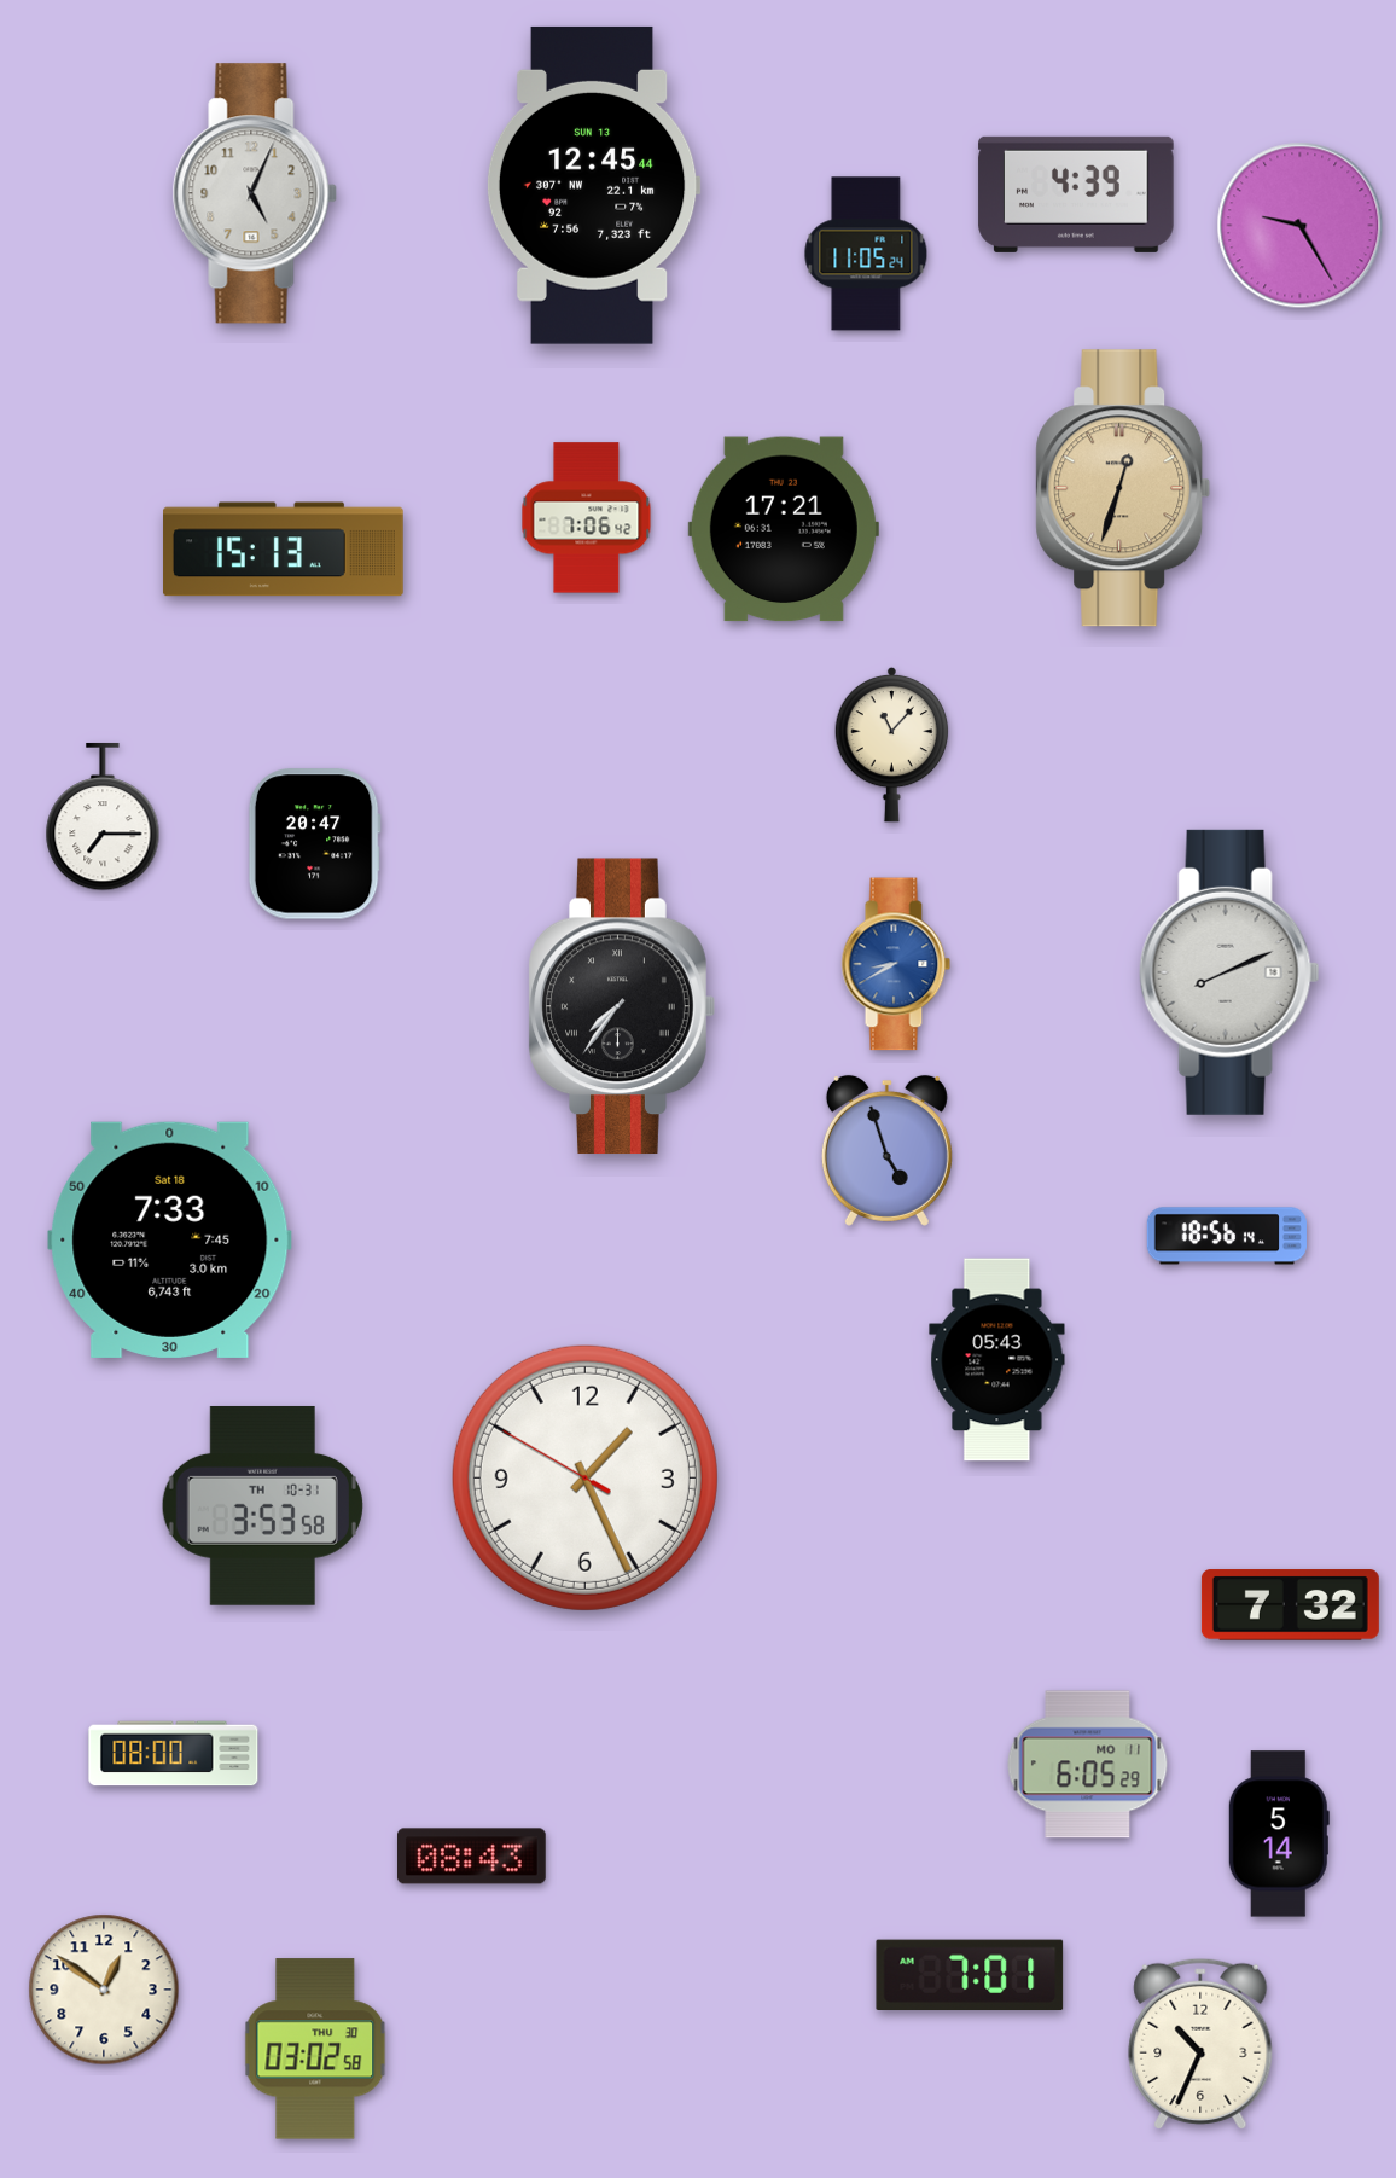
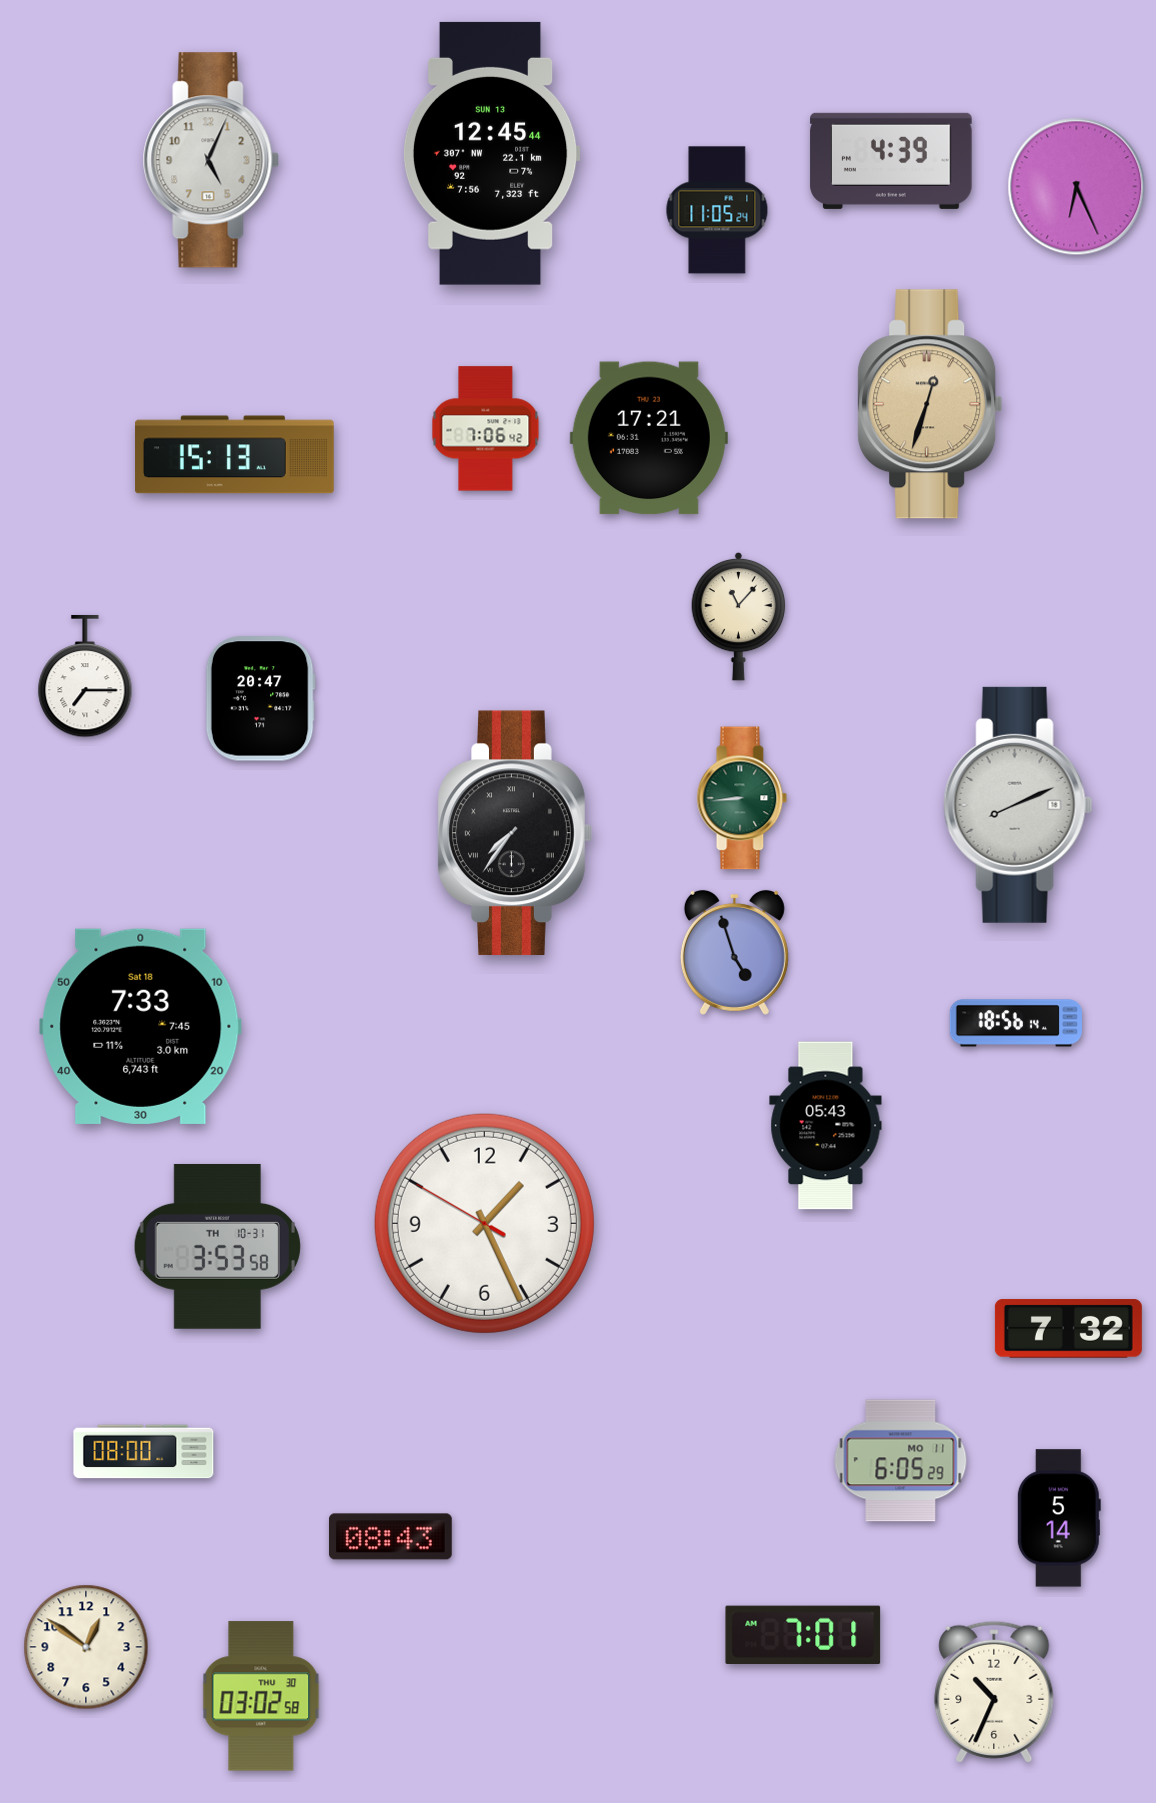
clock at (1301, 226): 9:25 -> 6:26
clock at (896, 964): 8:40 -> 8:44
clock at (896, 964) dial: blue -> green
